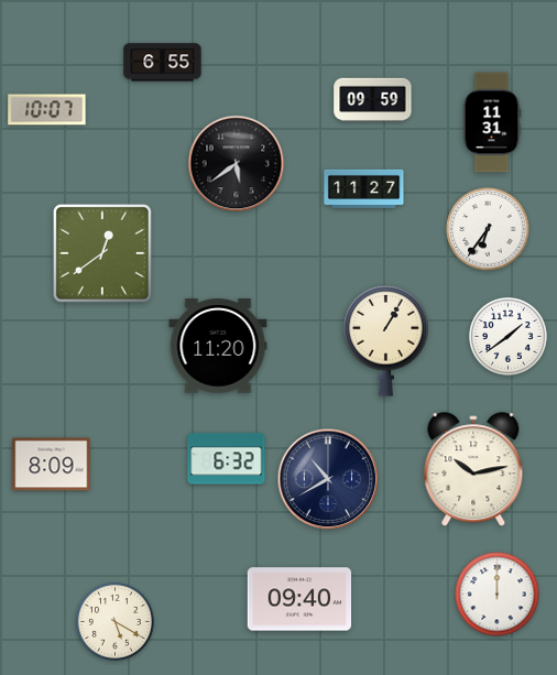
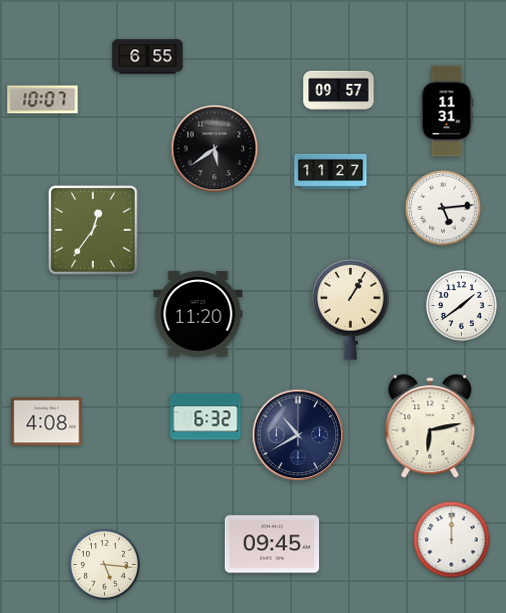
clock at (373, 100): 09:59 -> 09:57
clock at (488, 229): 6:36 -> 5:14
clock at (102, 253): 12:39 -> 12:36
clock at (52, 465): 8:09 -> 4:08
clock at (473, 470): 10:13 -> 6:13
clock at (299, 599): 09:40 -> 09:45
clock at (116, 622): 5:20 -> 5:16
